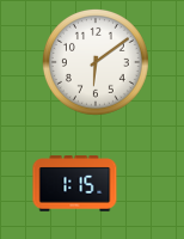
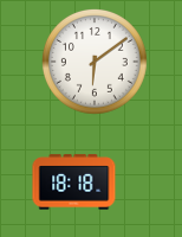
clock at (75, 184): 1:15 -> 18:18
